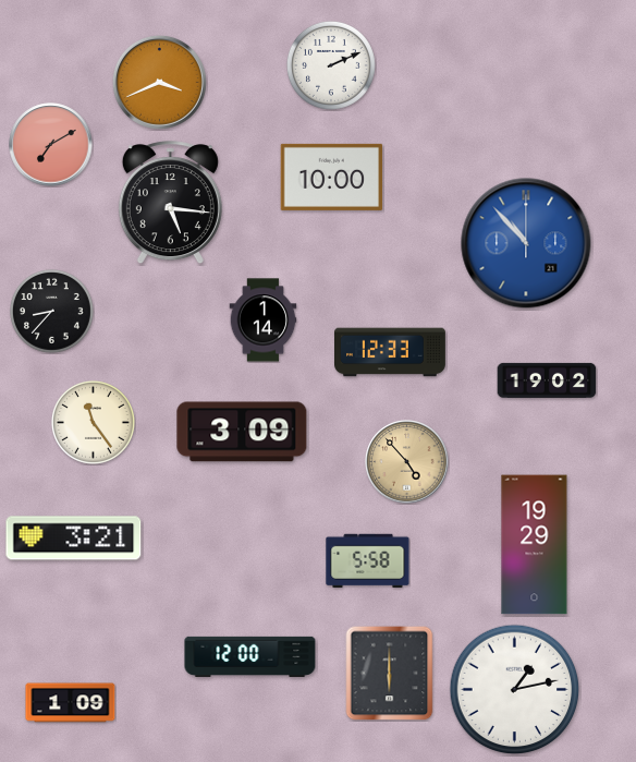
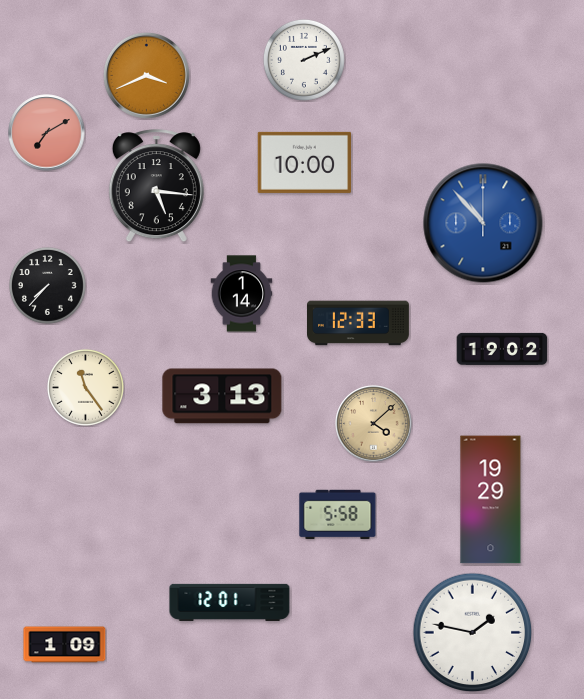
clock at (51, 311): 8:37 -> 7:37
clock at (242, 432): 3:09 -> 3:13
clock at (407, 462): 4:53 -> 4:08
clock at (74, 539): 3:21 -> none
clock at (250, 656): 12:00 -> 12:01
clock at (390, 673): 6:00 -> none
clock at (515, 690): 1:13 -> 1:47
